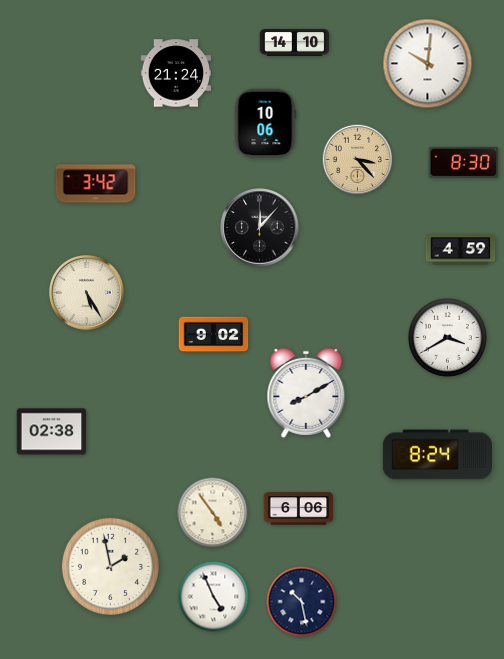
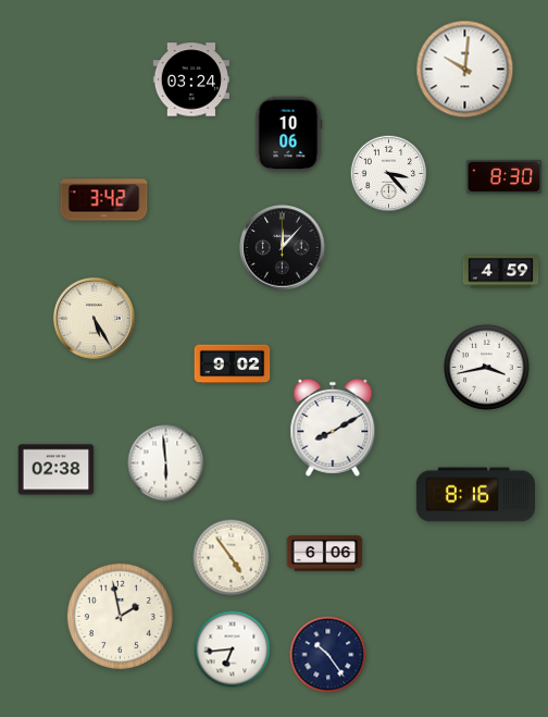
clock at (295, 42): 14:10 -> none
clock at (176, 73): 21:24 -> 03:24
clock at (358, 160) dial: champagne -> white
clock at (448, 338): 3:40 -> 3:43
clock at (166, 463): none -> 5:59
clock at (437, 455): 8:24 -> 8:16
clock at (214, 597): 4:56 -> 6:44
clock at (302, 602): 10:28 -> 10:24
